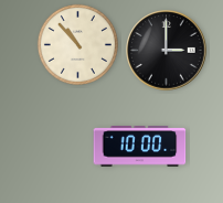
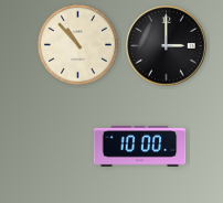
clock at (167, 51) position: (167, 51) -> (167, 46)
